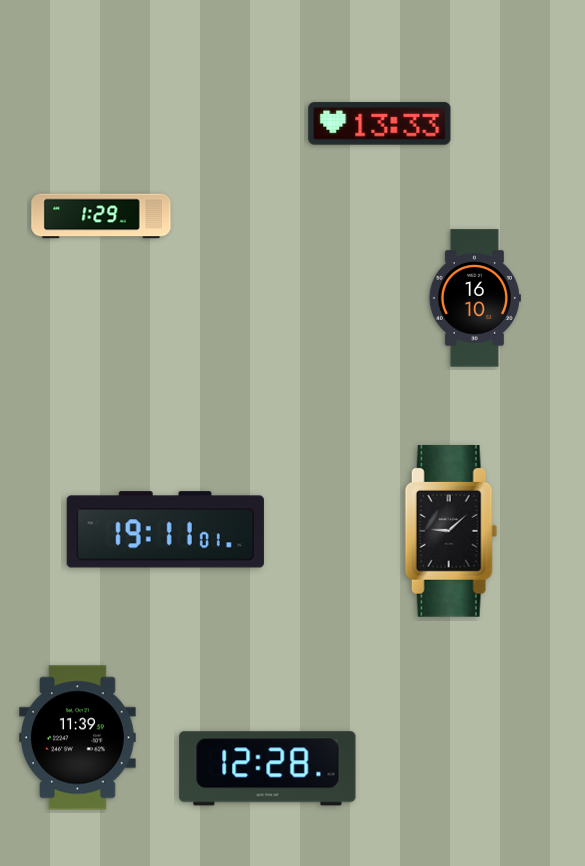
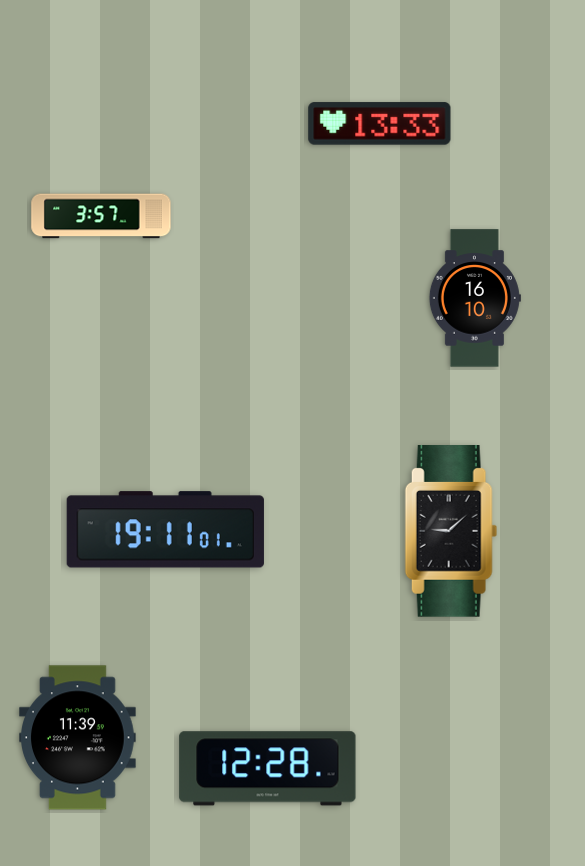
clock at (101, 216): 1:29 -> 3:57
